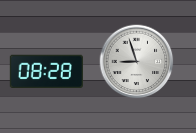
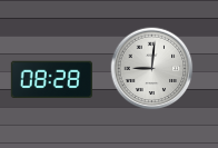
clock at (137, 62): 8:57 -> 9:01
